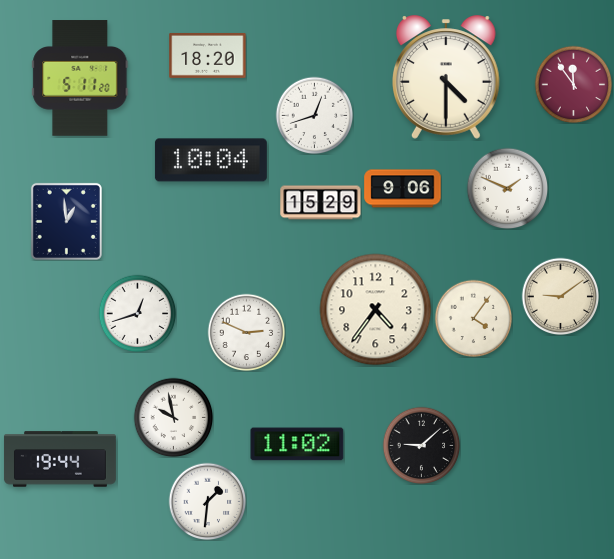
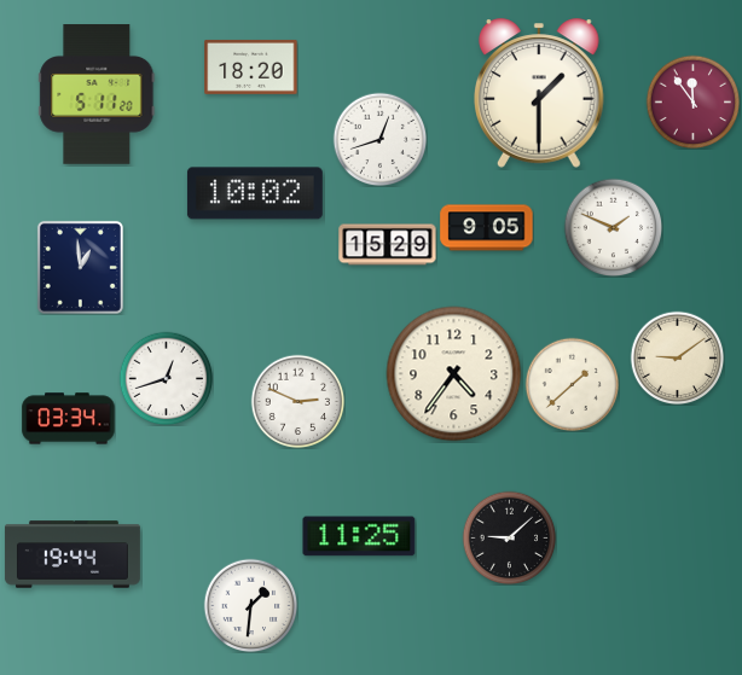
clock at (447, 77): 4:30 -> 1:30
clock at (211, 160): 10:04 -> 10:02
clock at (403, 189): 9:06 -> 9:05
clock at (473, 318): 4:06 -> 1:38
clock at (69, 419): none -> 03:34
clock at (173, 417): 9:58 -> none
clock at (297, 444): 11:02 -> 11:25
